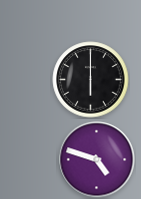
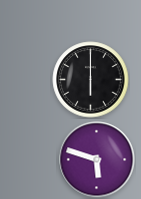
clock at (97, 160): 4:48 -> 5:48
